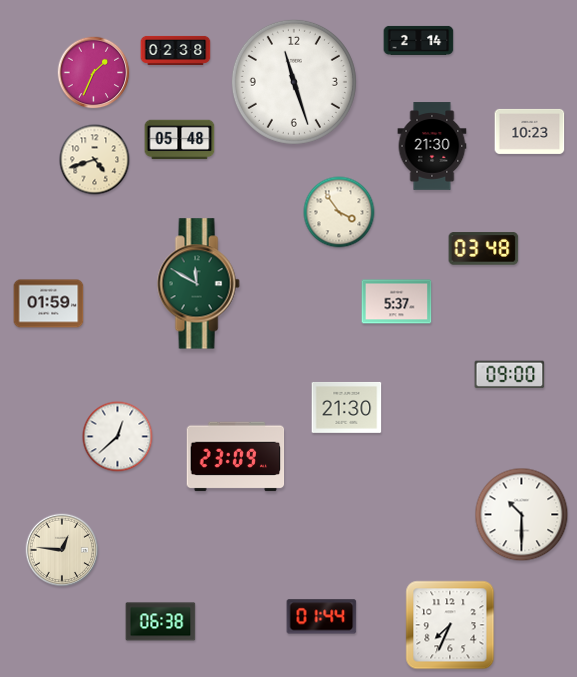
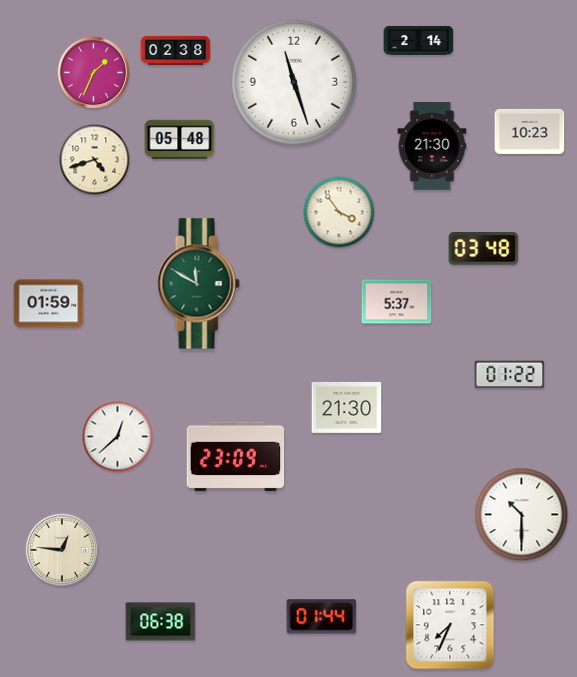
clock at (510, 375): 09:00 -> 01:22
